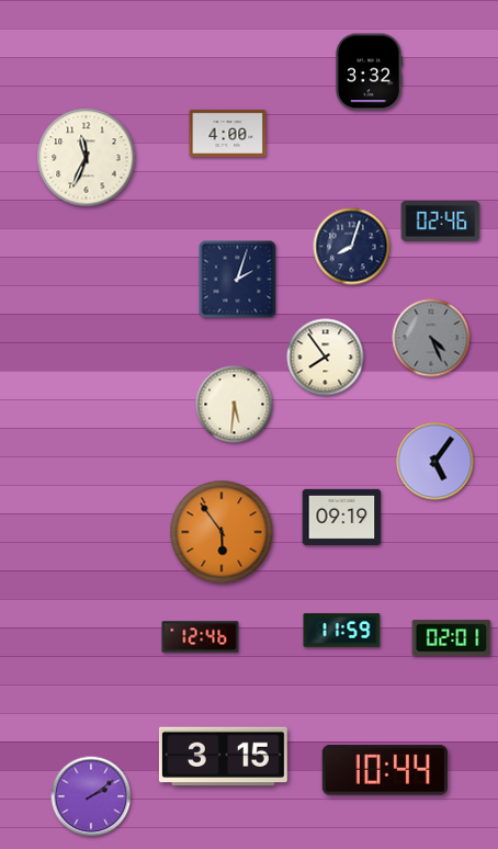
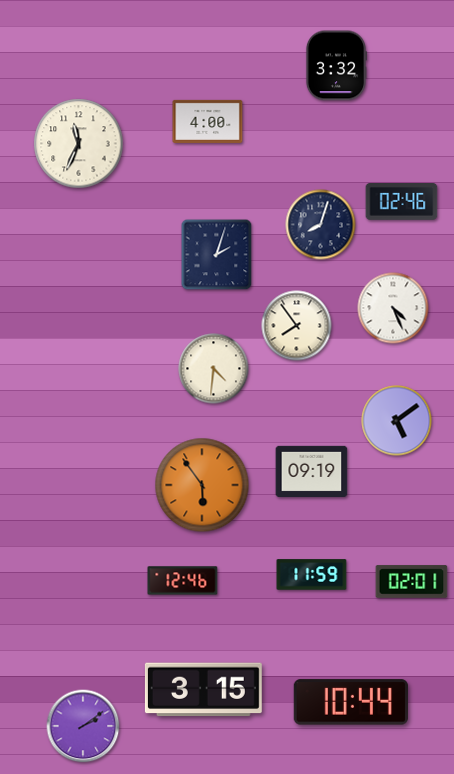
clock at (431, 338) dial: grey -> white
clock at (235, 405): 5:31 -> 4:31
clock at (435, 462): 5:06 -> 5:09
